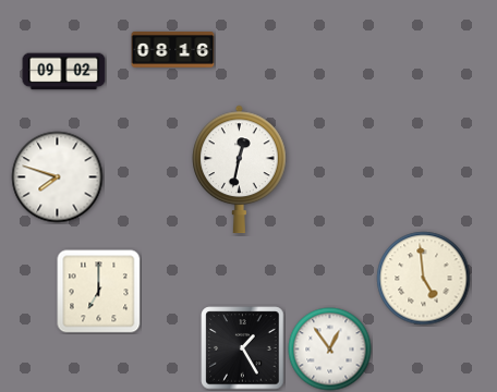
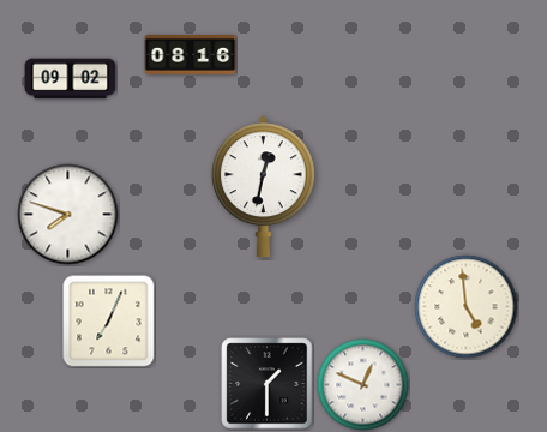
clock at (58, 177) position: (58, 177) -> (68, 215)
clock at (99, 292): 7:00 -> 7:04
clock at (243, 348): 1:25 -> 1:30
clock at (330, 350): 12:54 -> 12:49
